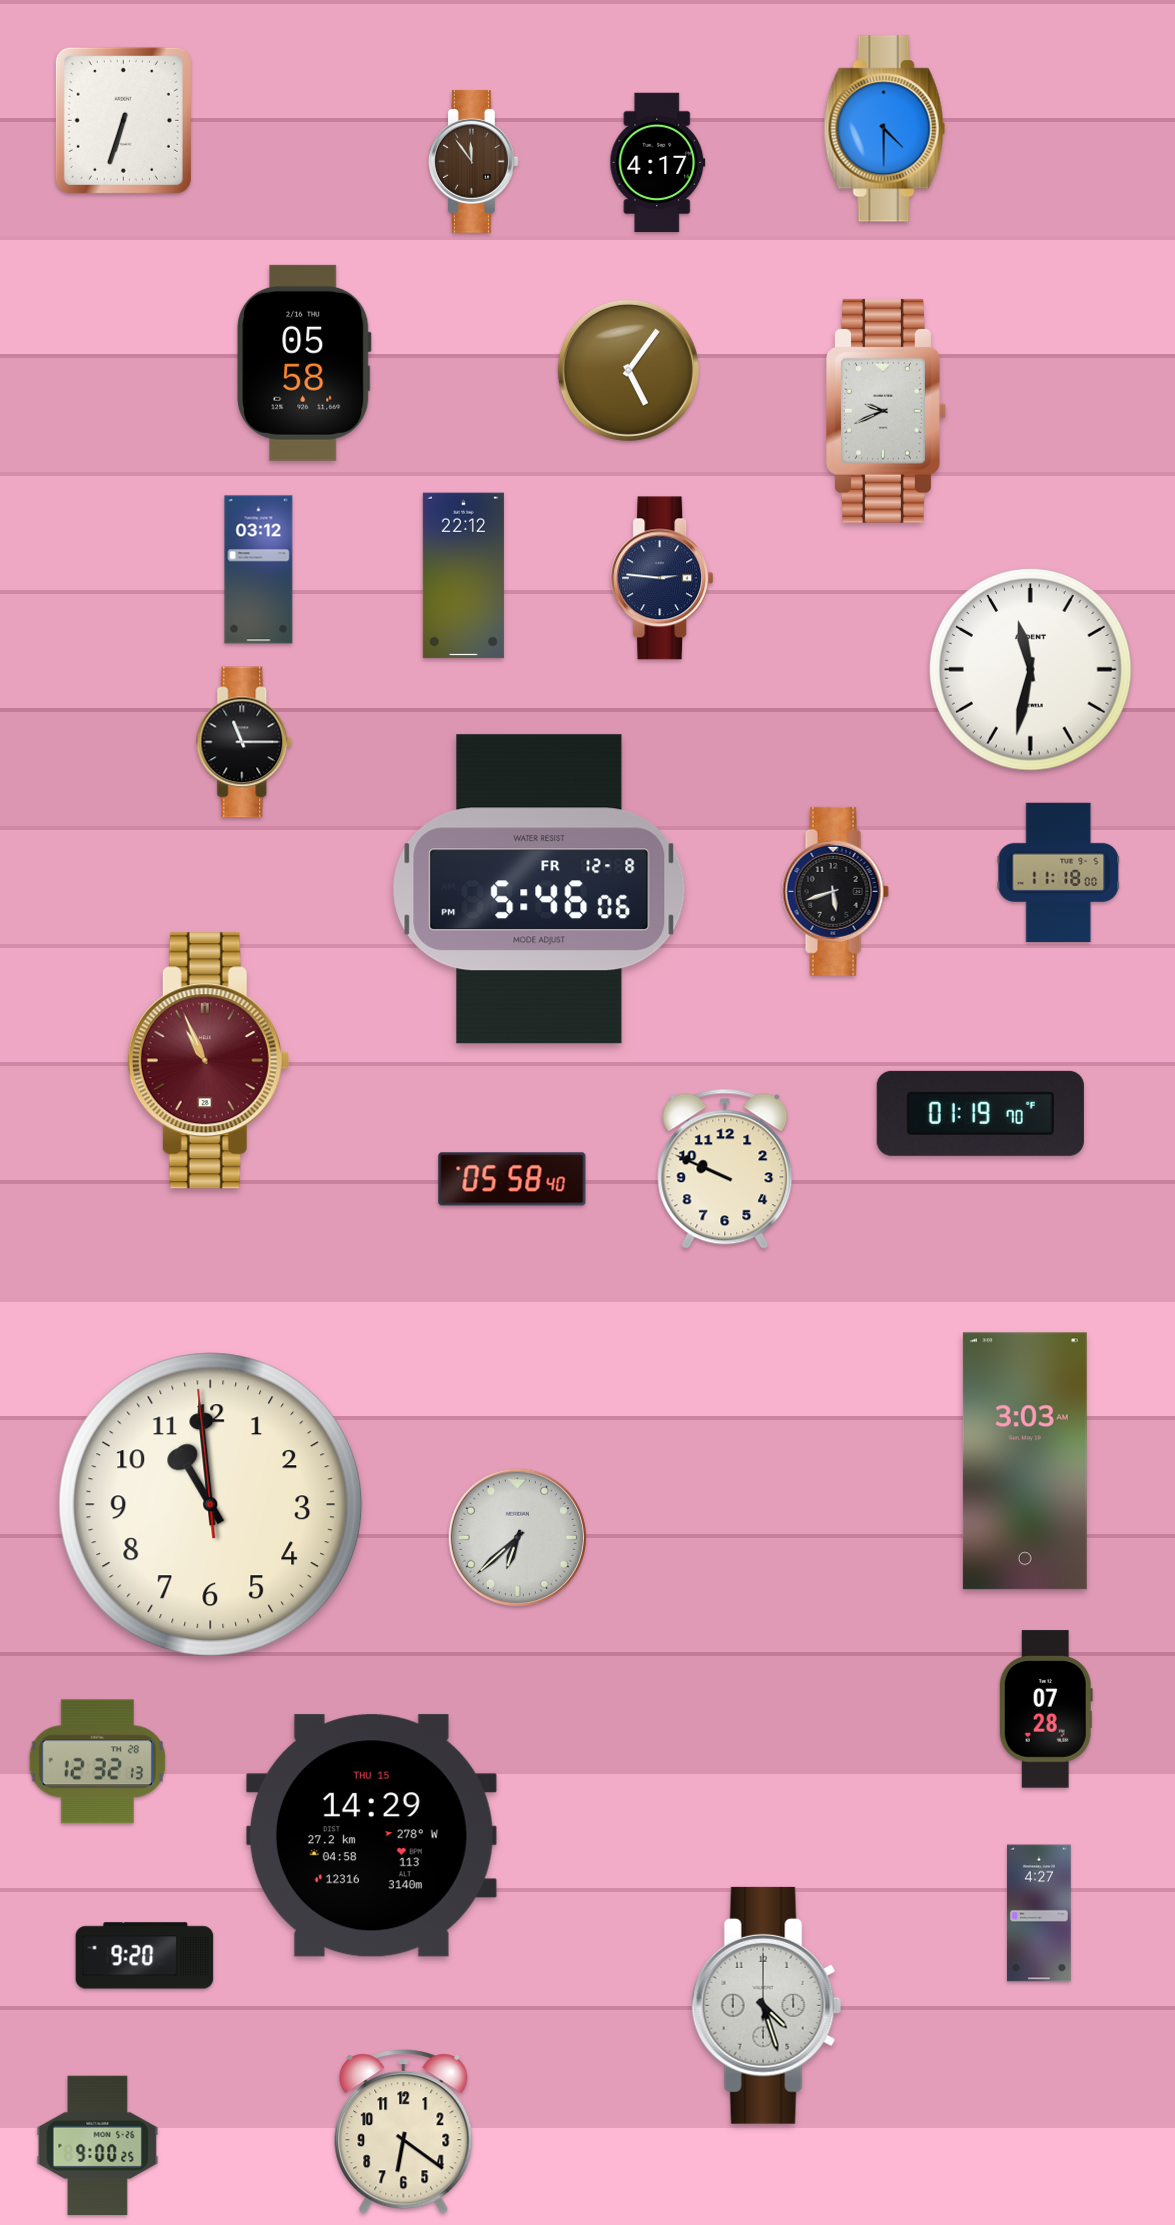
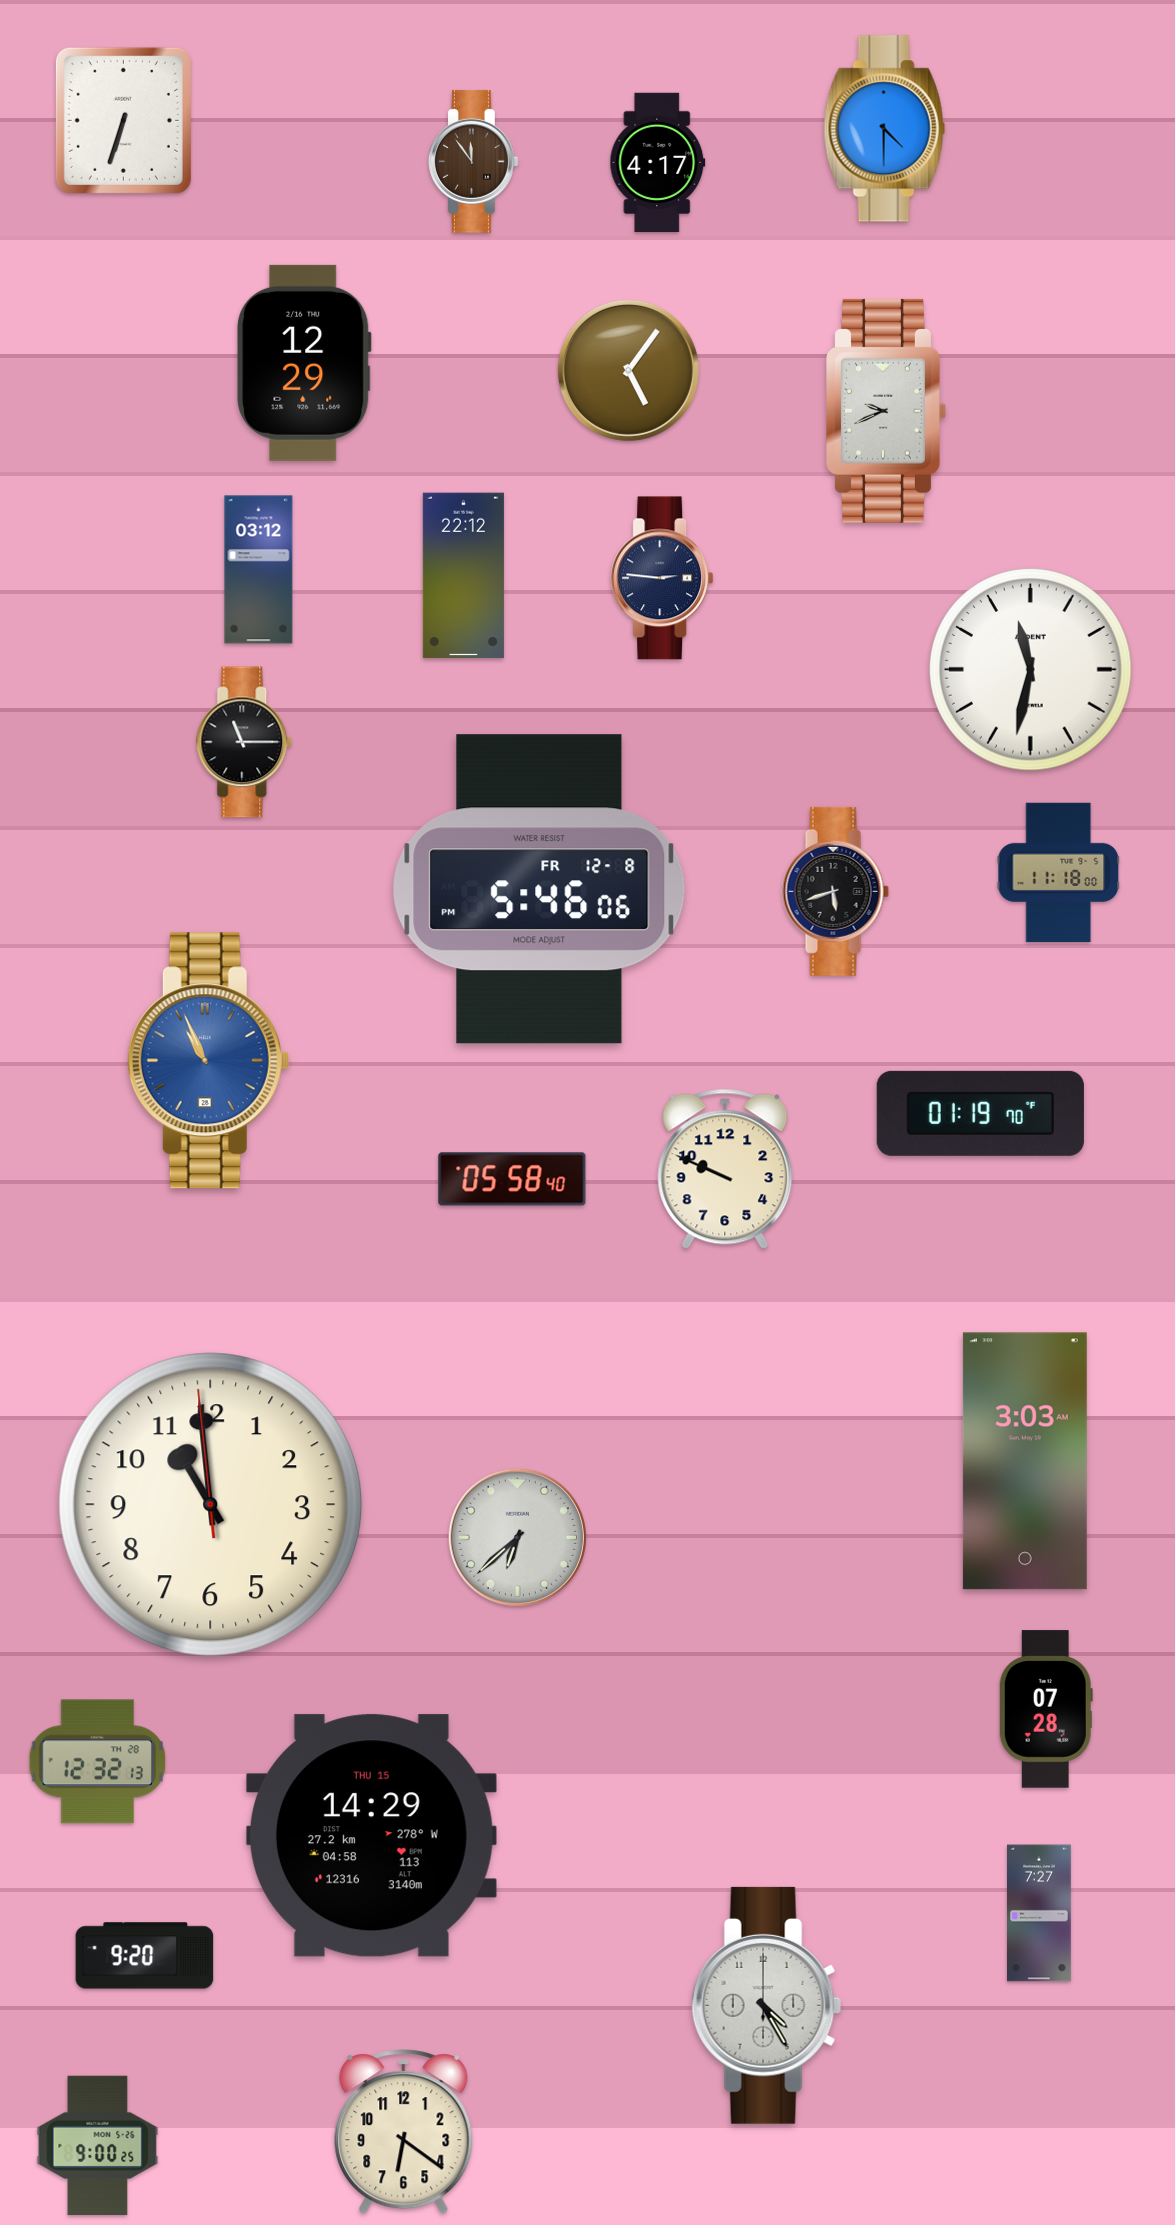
clock at (304, 363): 05:58 -> 12:29
clock at (208, 1061) dial: burgundy -> blue
clock at (1040, 1913): 4:27 -> 7:27
clock at (767, 2005): 4:27 -> 4:25
